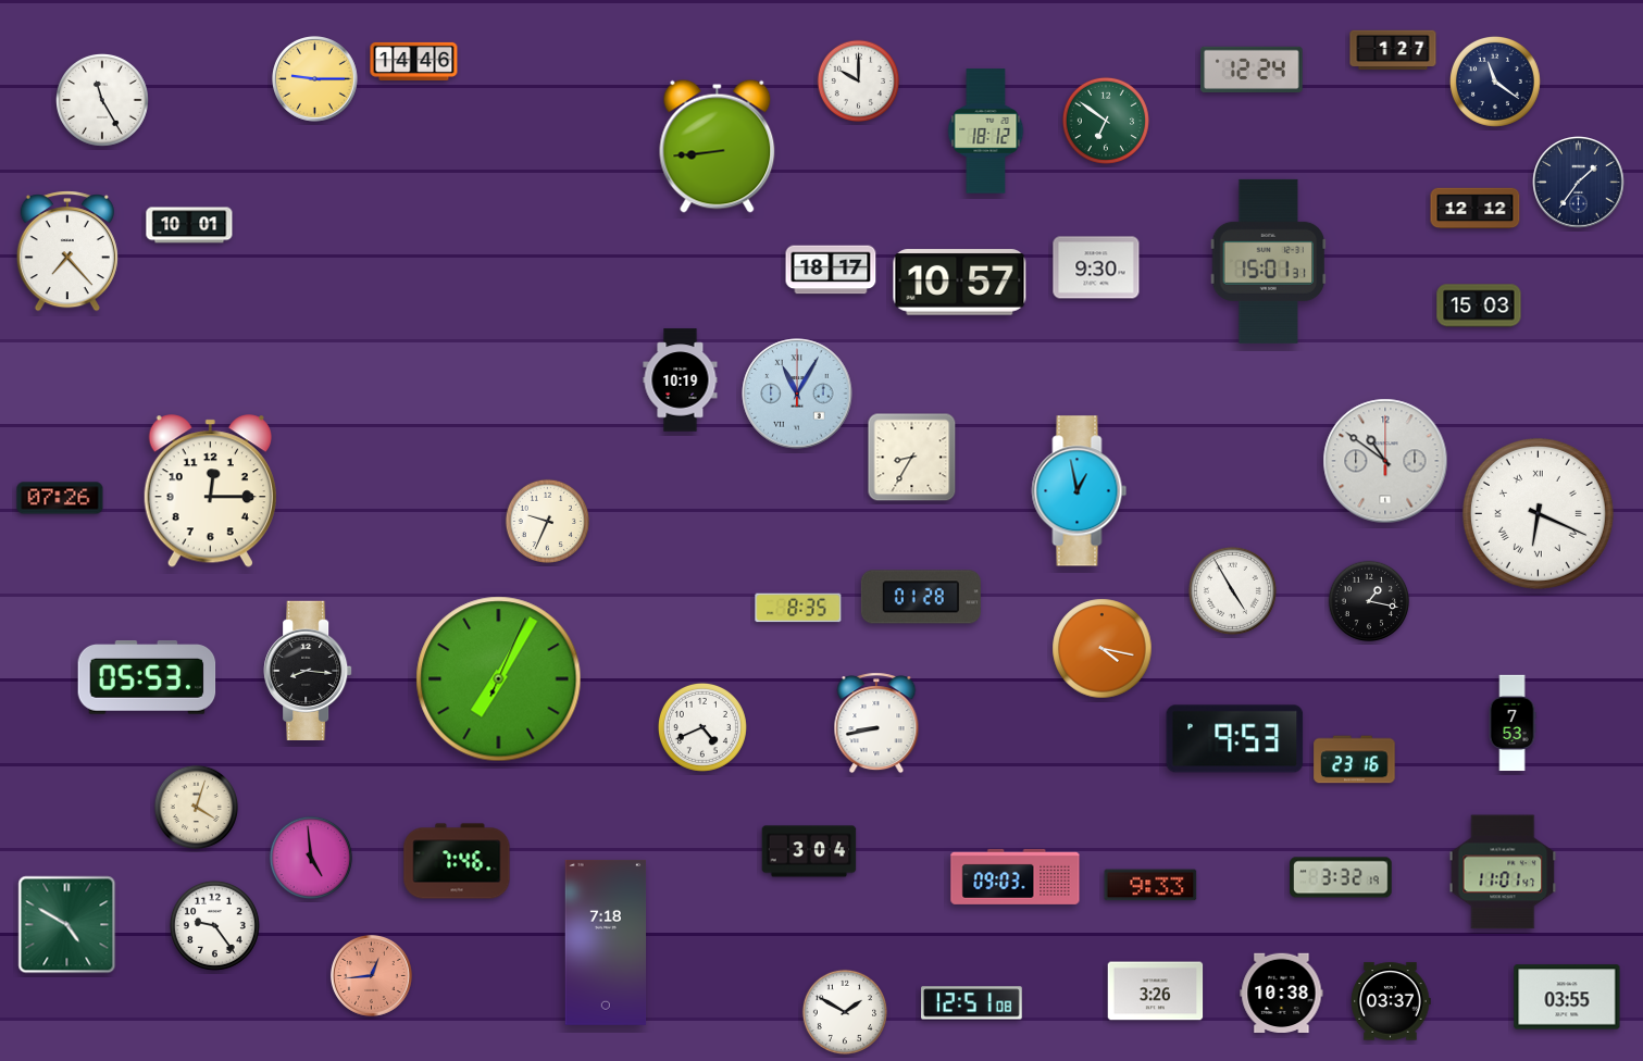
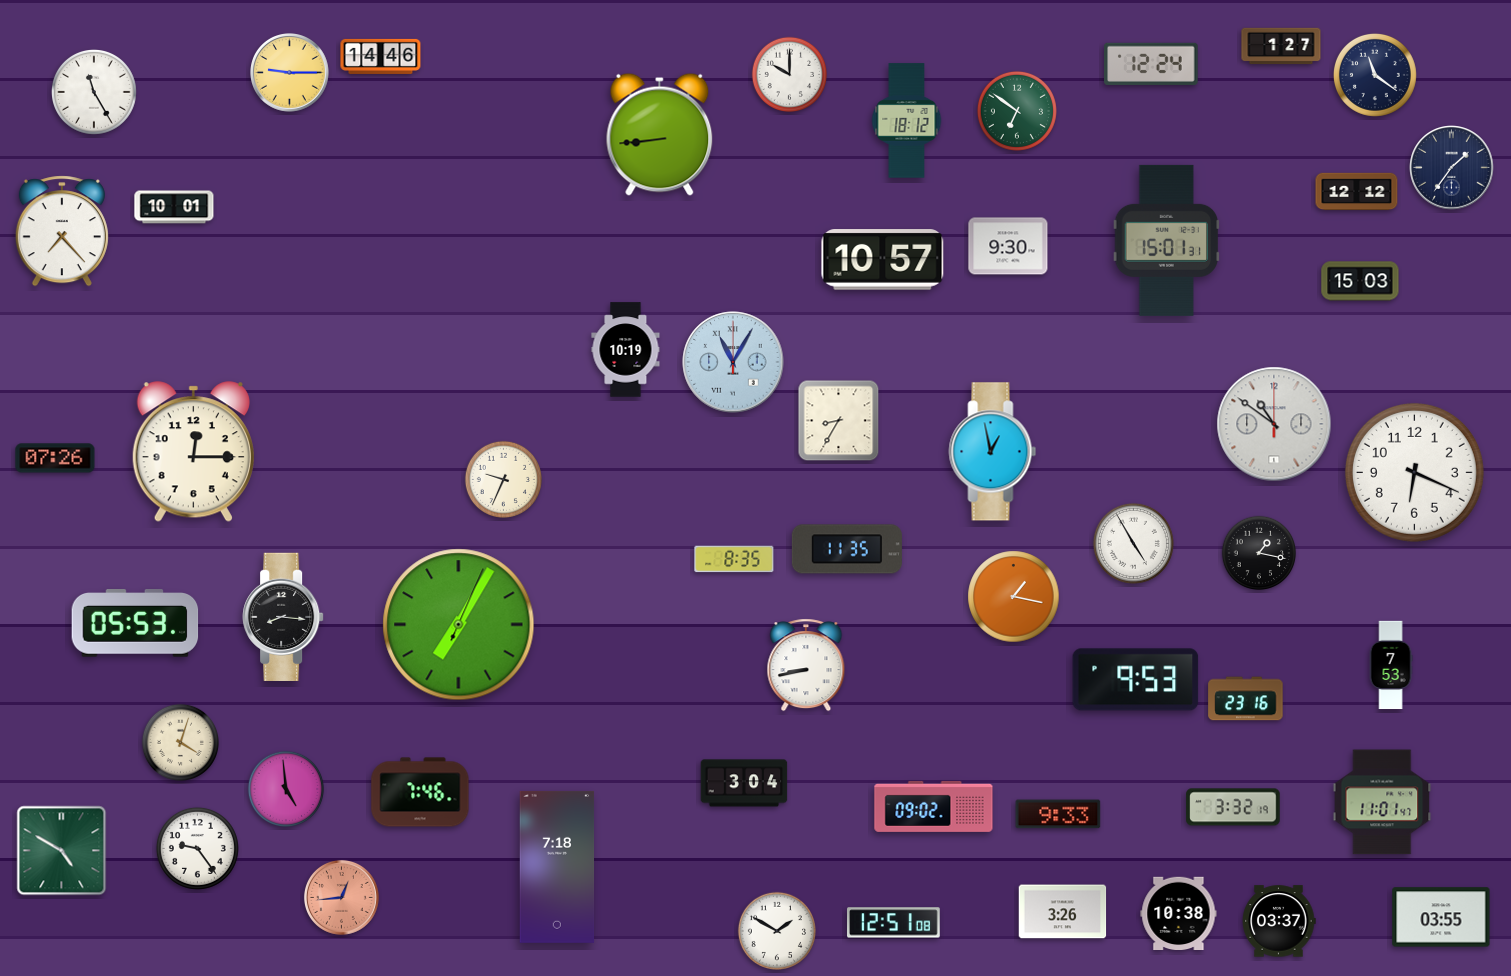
clock at (831, 270): 18:17 -> none
clock at (1538, 513) numerals: Roman -> Arabic
clock at (921, 597): 01:28 -> 11:35
clock at (1103, 649): 4:17 -> 1:17
clock at (702, 727): 4:41 -> none
clock at (1016, 876): 09:03 -> 09:02
clock at (214, 925) position: (214, 925) -> (197, 848)
